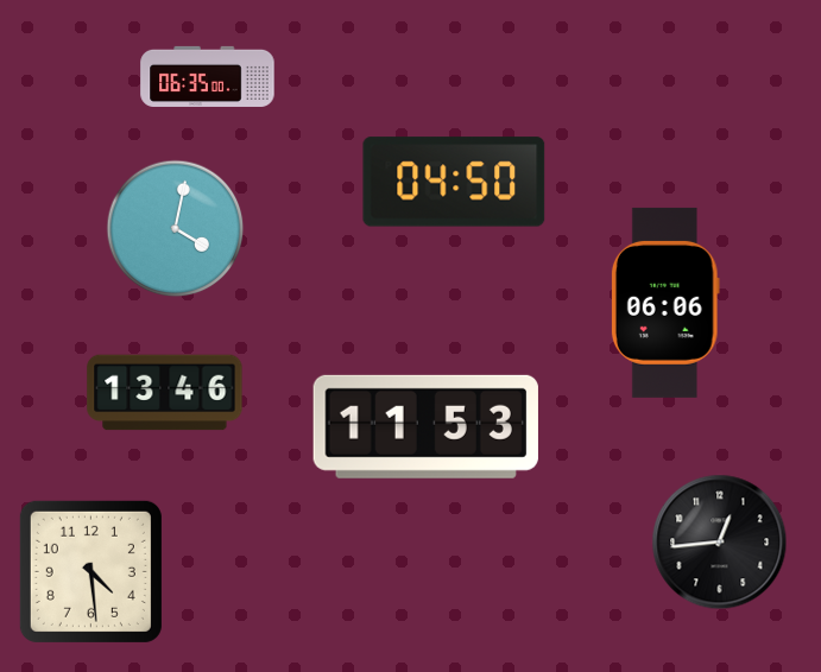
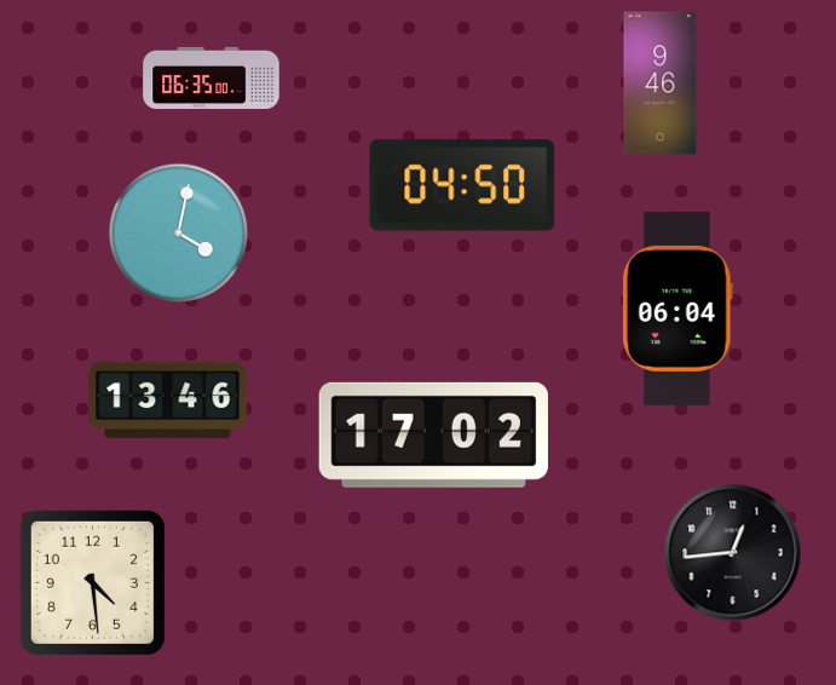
clock at (661, 84): none -> 9:46
clock at (665, 303): 06:06 -> 06:04
clock at (425, 426): 11:53 -> 17:02
